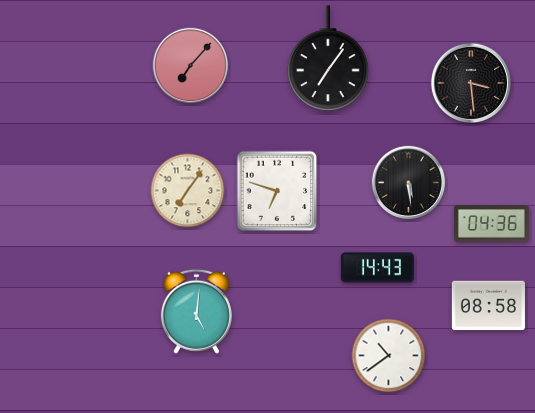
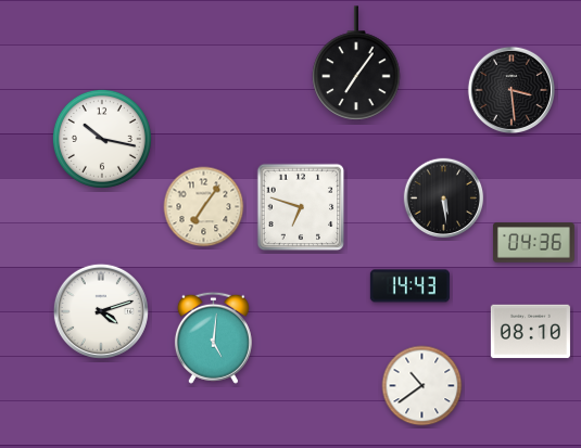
clock at (191, 66): 7:07 -> none
clock at (102, 139): none -> 10:17
clock at (377, 268) position: (377, 268) -> (409, 286)
clock at (101, 311): none -> 4:12
clock at (488, 306): 08:58 -> 08:10
